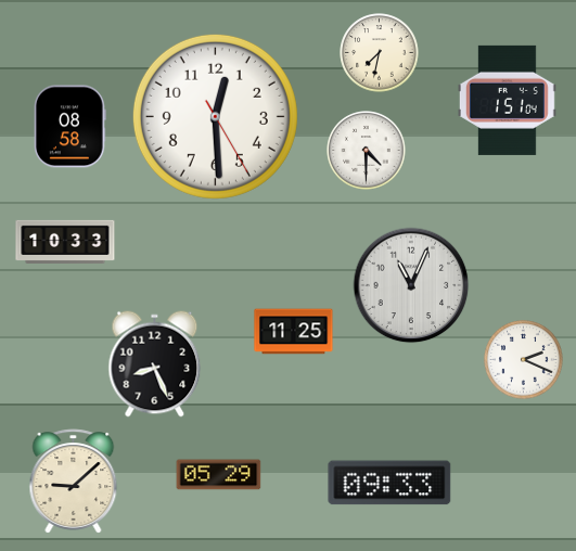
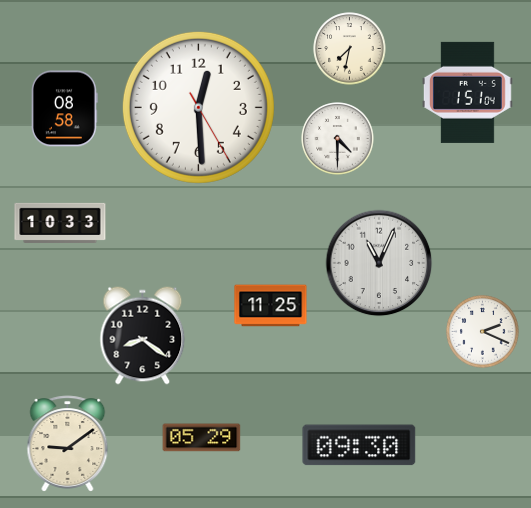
clock at (71, 127) position: (71, 127) -> (65, 109)
clock at (155, 364): 8:26 -> 8:21
clock at (74, 482): 9:08 -> 9:09
clock at (389, 483): 09:33 -> 09:30
